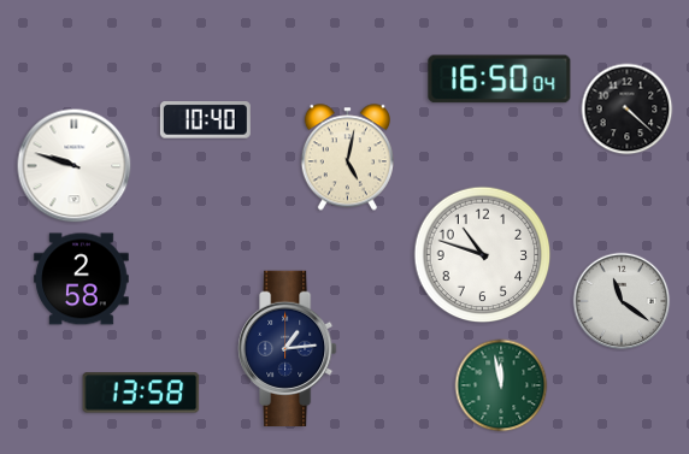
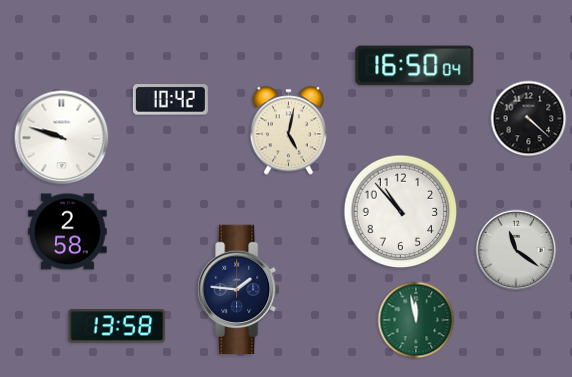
clock at (628, 110) position: (628, 110) -> (529, 119)
clock at (205, 120): 10:40 -> 10:42
clock at (483, 255): 10:48 -> 10:53
clock at (288, 348): 1:14 -> 1:46
